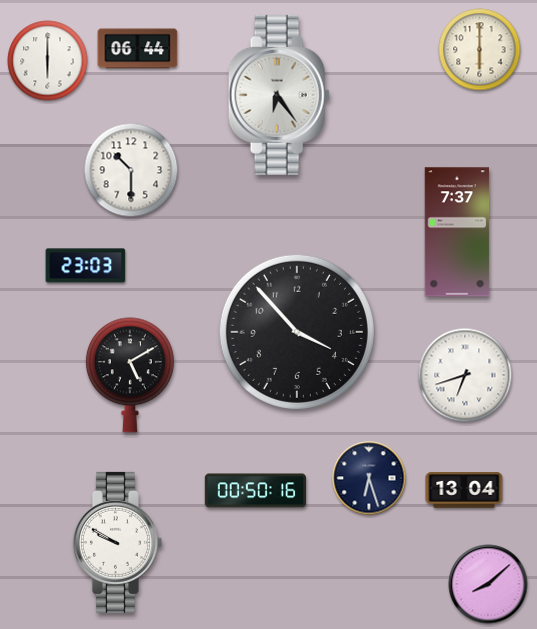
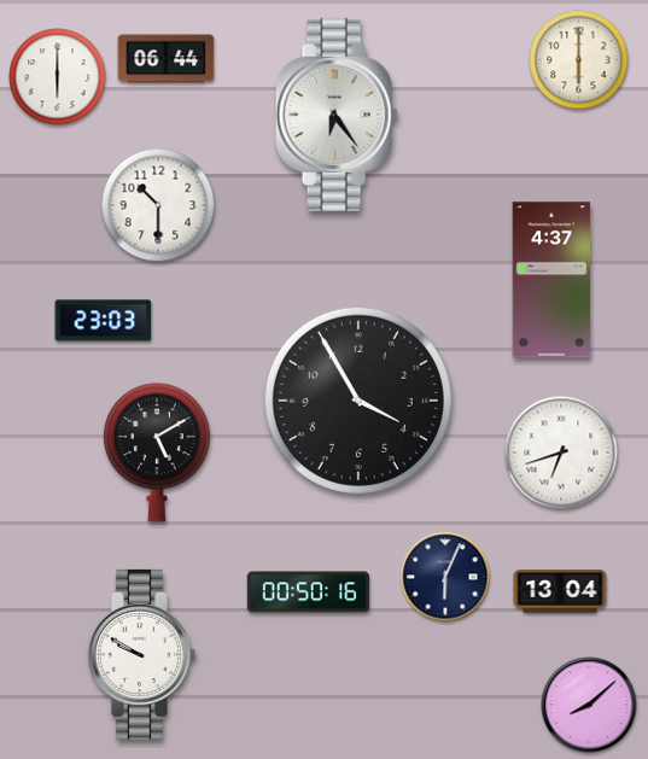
clock at (48, 61) position: (48, 61) -> (58, 77)
clock at (457, 232): 7:37 -> 4:37
clock at (297, 332): 3:53 -> 3:55
clock at (369, 478): 6:27 -> 6:04
